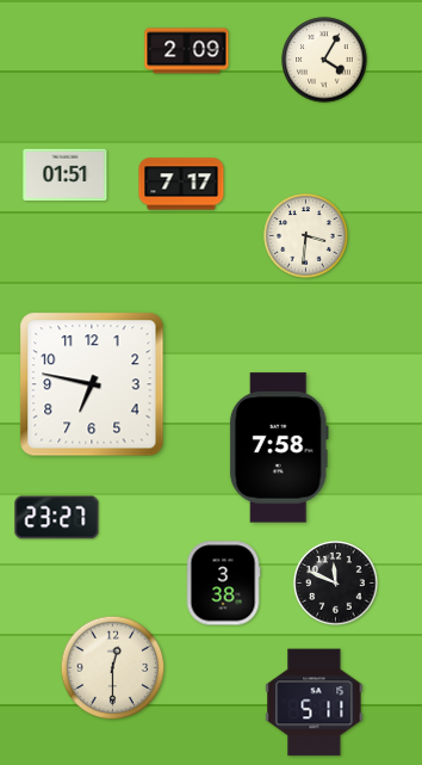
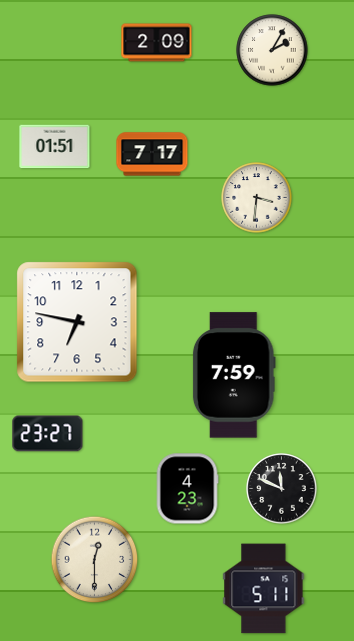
clock at (324, 60): 4:05 -> 2:05
clock at (279, 448): 7:58 -> 7:59
clock at (223, 584): 3:38 -> 4:23
